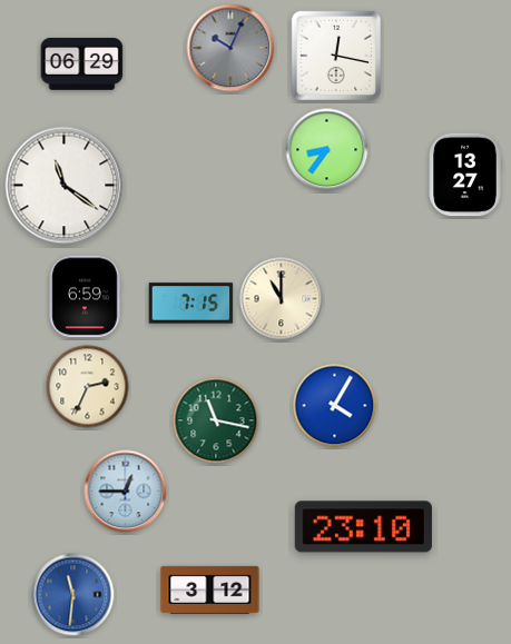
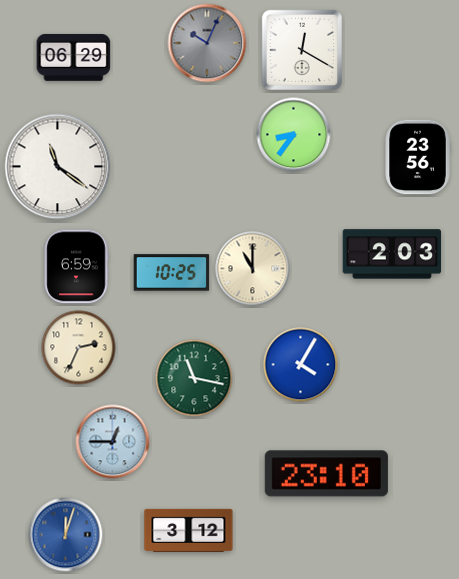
clock at (335, 55): 12:17 -> 12:20
clock at (465, 175): 13:27 -> 23:56
clock at (392, 254): none -> 2:03
clock at (191, 304): 7:15 -> 10:25
clock at (73, 595): 11:31 -> 12:03
